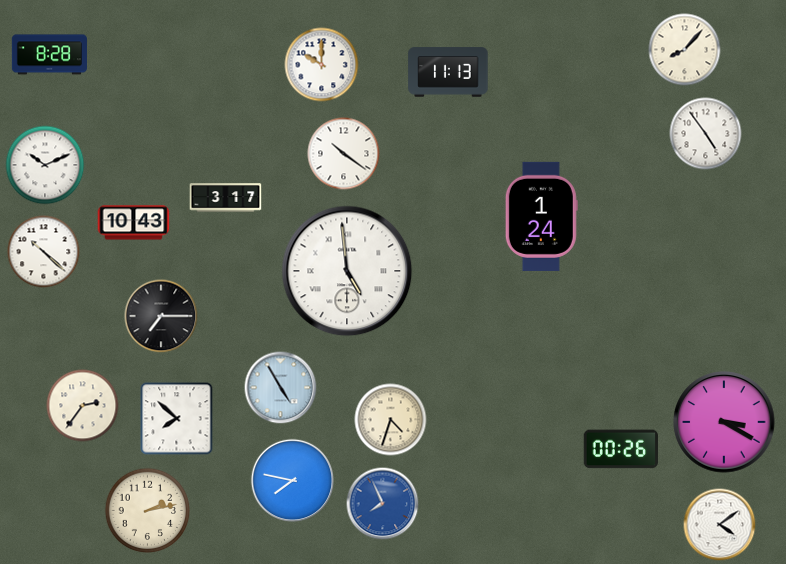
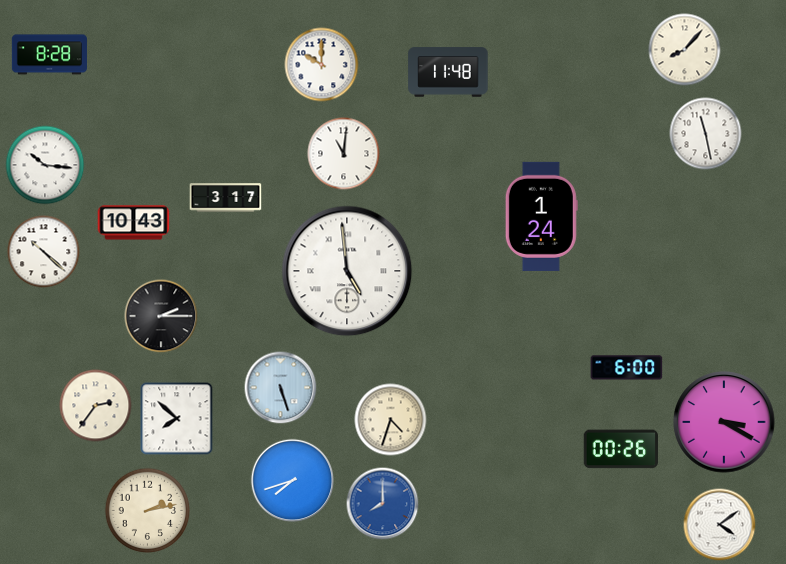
clock at (448, 72): 11:13 -> 11:48
clock at (706, 134): 4:54 -> 11:28
clock at (344, 154): 10:21 -> 11:01
clock at (45, 165): 10:11 -> 10:16
clock at (161, 316): 7:15 -> 2:15
clock at (627, 368): none -> 6:00
clock at (281, 388): 4:55 -> 5:27
clock at (83, 406) position: (83, 406) -> (96, 406)
clock at (293, 481): 7:47 -> 7:42
clock at (383, 504): 7:56 -> 8:00
